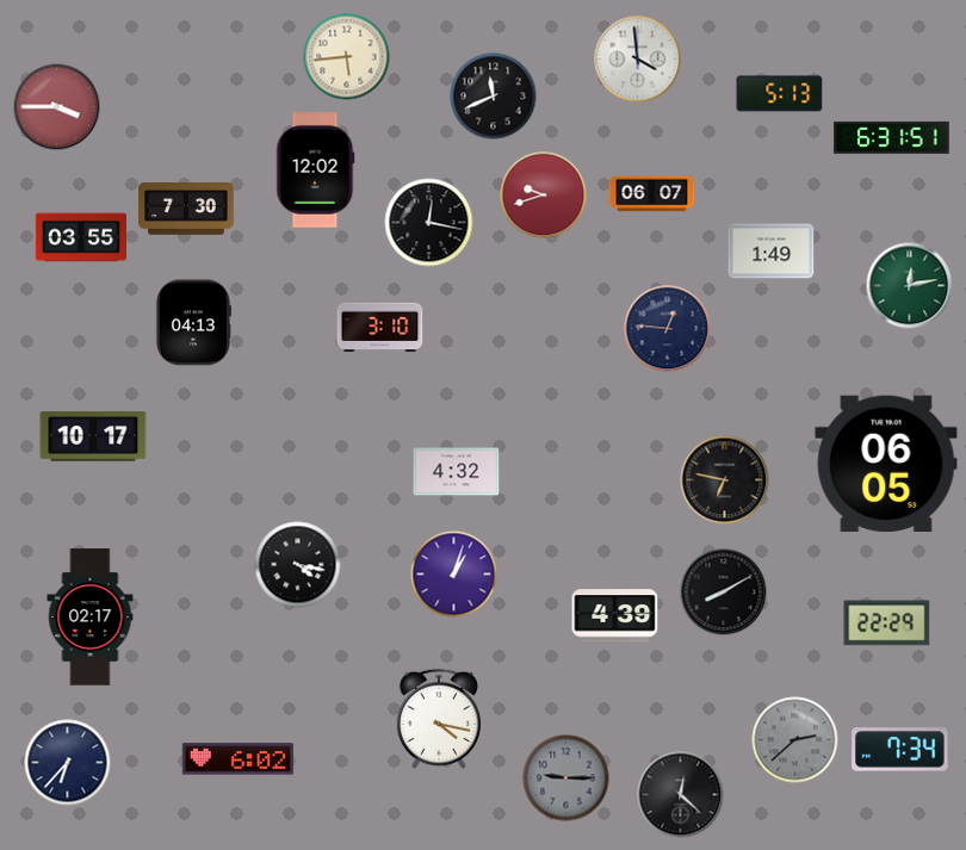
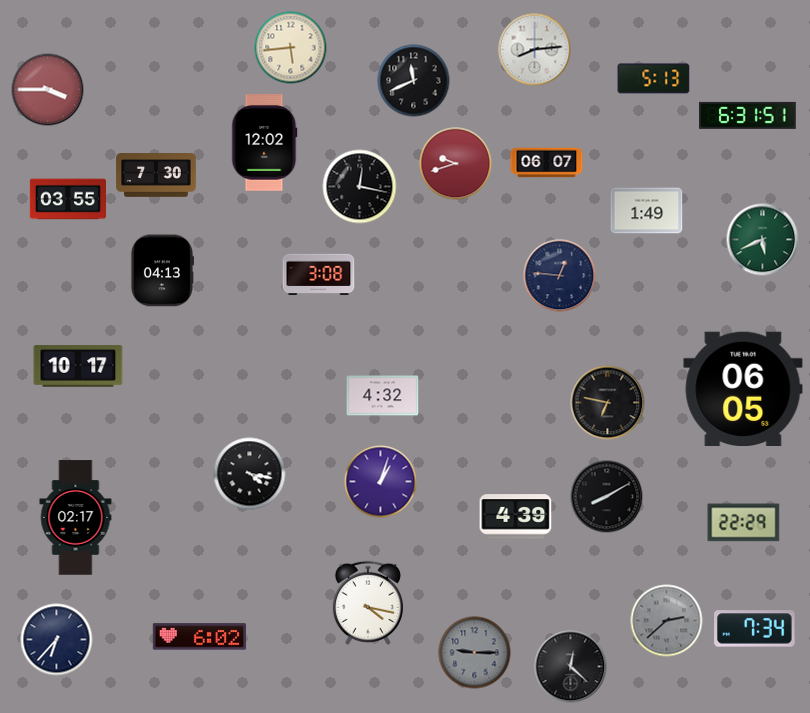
clock at (638, 60): 3:59 -> 8:14
clock at (910, 286): 12:13 -> 5:41
clock at (380, 328): 3:10 -> 3:08
